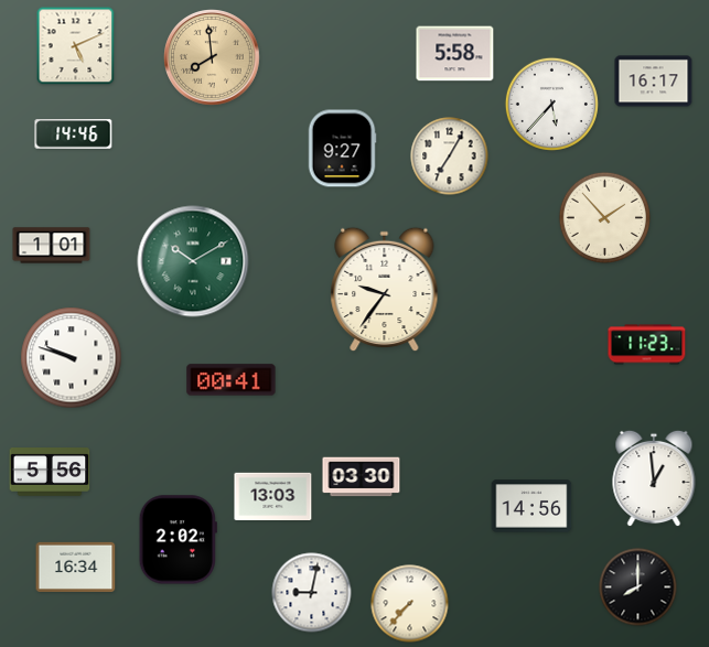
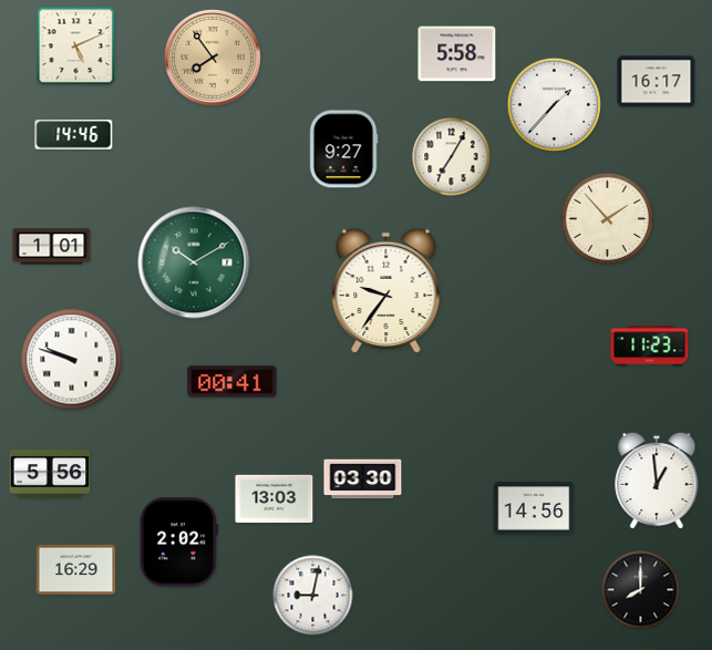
clock at (213, 58): 7:59 -> 7:54
clock at (551, 104): 5:37 -> 1:37
clock at (76, 567): 16:34 -> 16:29
clock at (410, 604): 7:37 -> none
